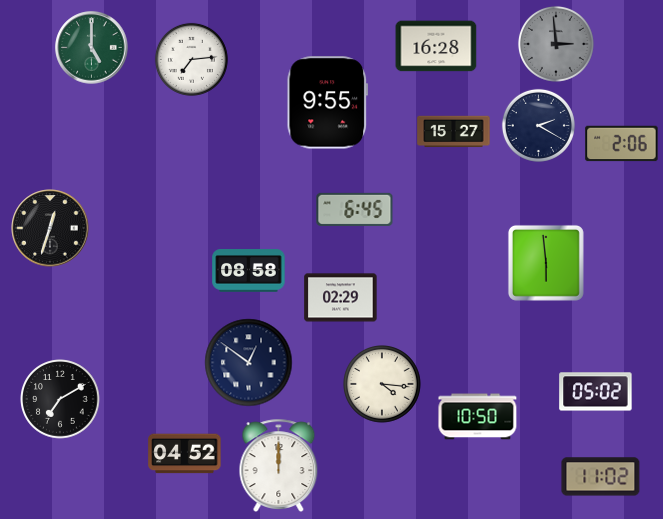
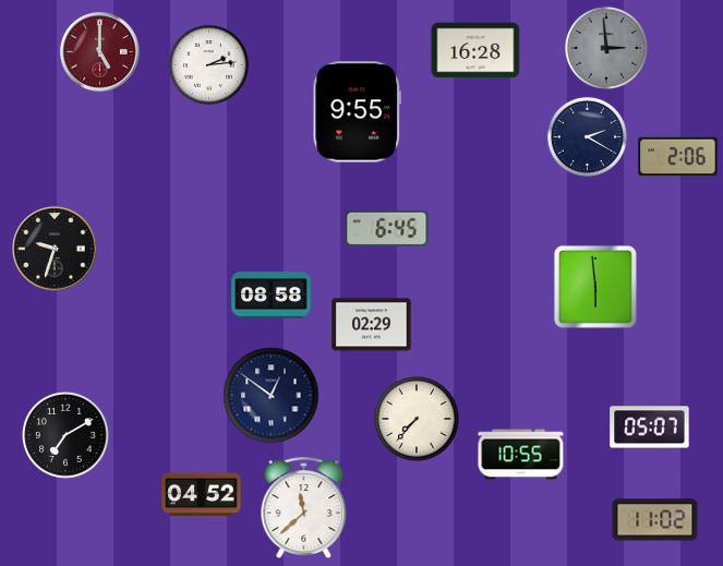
clock at (92, 48) dial: green -> burgundy
clock at (191, 59): 7:14 -> 2:14
clock at (454, 132): 15:27 -> none
clock at (50, 228): 12:33 -> 9:33
clock at (383, 385): 4:16 -> 7:37
clock at (596, 392): 05:02 -> 05:07
clock at (478, 417): 10:50 -> 10:55
clock at (279, 465): 12:00 -> 11:38
